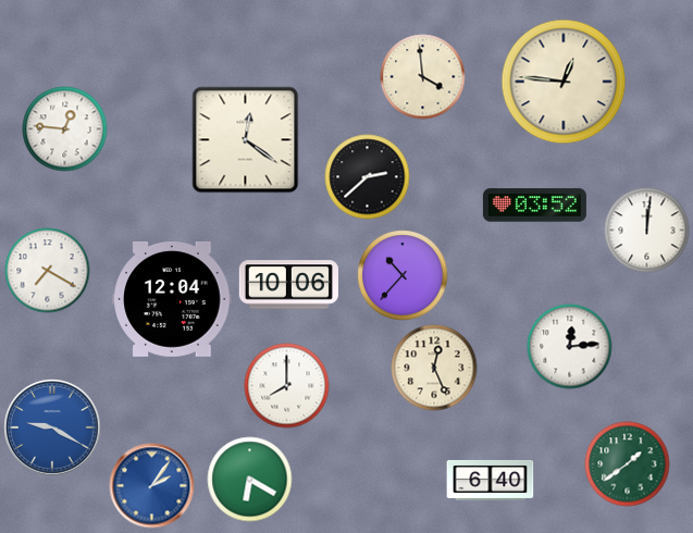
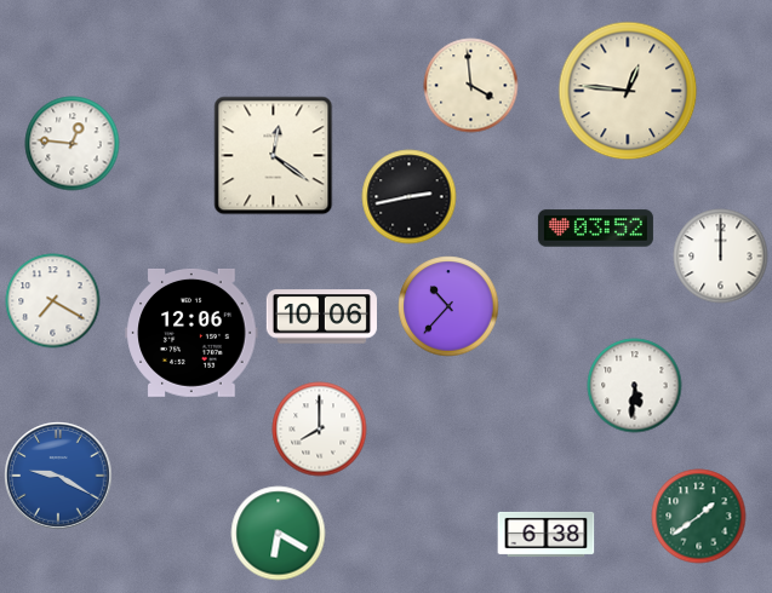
clock at (367, 176): 2:38 -> 2:43
clock at (646, 230): 12:01 -> 12:00
clock at (172, 299): 12:04 -> 12:06
clock at (569, 346): 12:14 -> 5:31
clock at (434, 368): 12:26 -> none
clock at (490, 480): 6:40 -> 6:38
clock at (151, 485): 2:06 -> none
